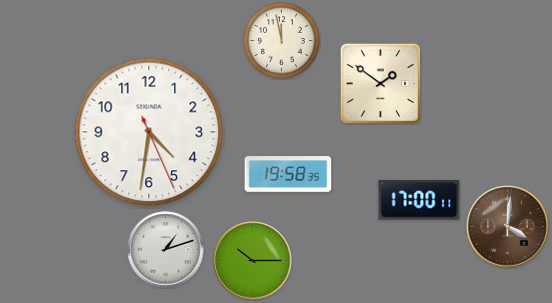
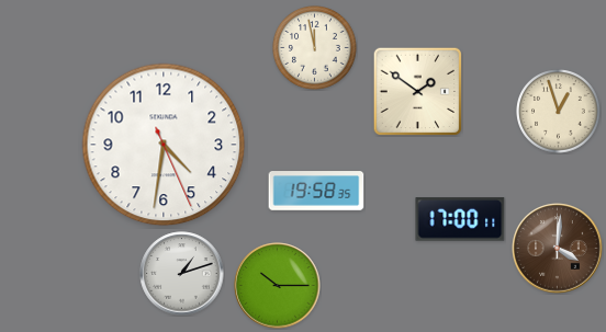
clock at (282, 41) position: (282, 41) -> (315, 48)
clock at (559, 112): none -> 12:57
